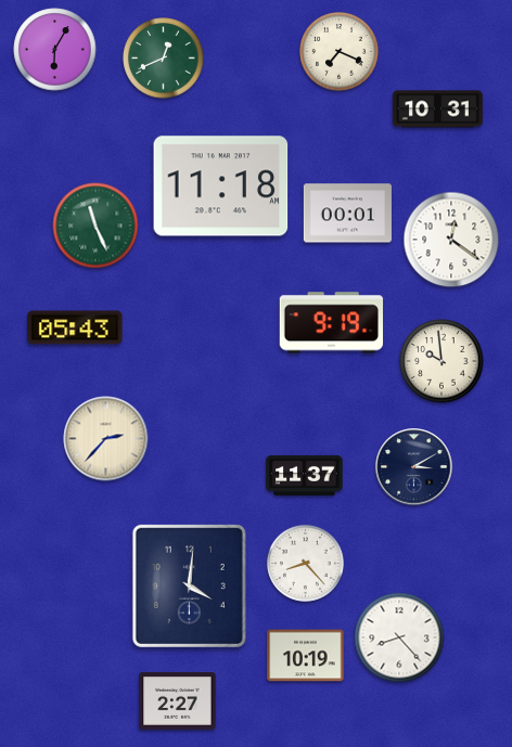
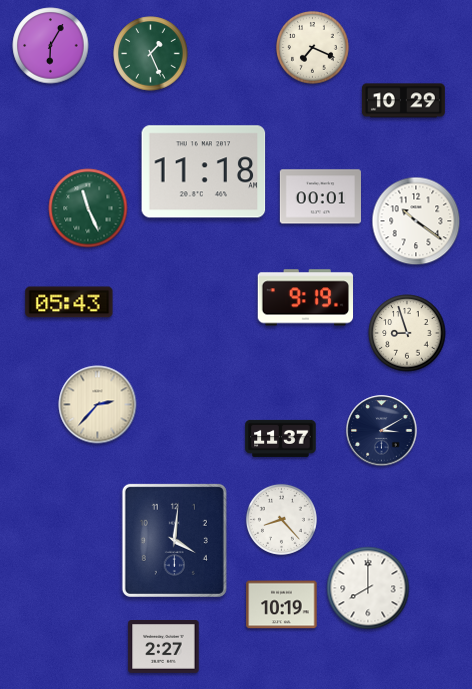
clock at (164, 59): 12:41 -> 1:26
clock at (437, 110): 10:31 -> 10:29
clock at (451, 240): 12:21 -> 10:21
clock at (441, 361): 9:59 -> 8:57
clock at (399, 637): 8:23 -> 8:00
